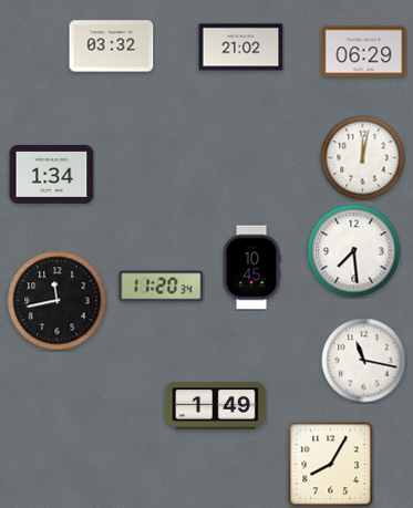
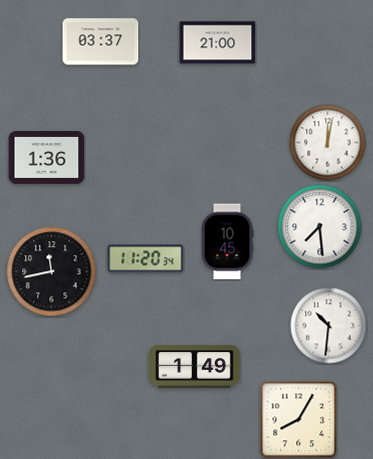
clock at (112, 46): 03:32 -> 03:37
clock at (241, 48): 21:02 -> 21:00
clock at (364, 52): 06:29 -> none
clock at (52, 175): 1:34 -> 1:36
clock at (364, 361): 11:17 -> 10:31
